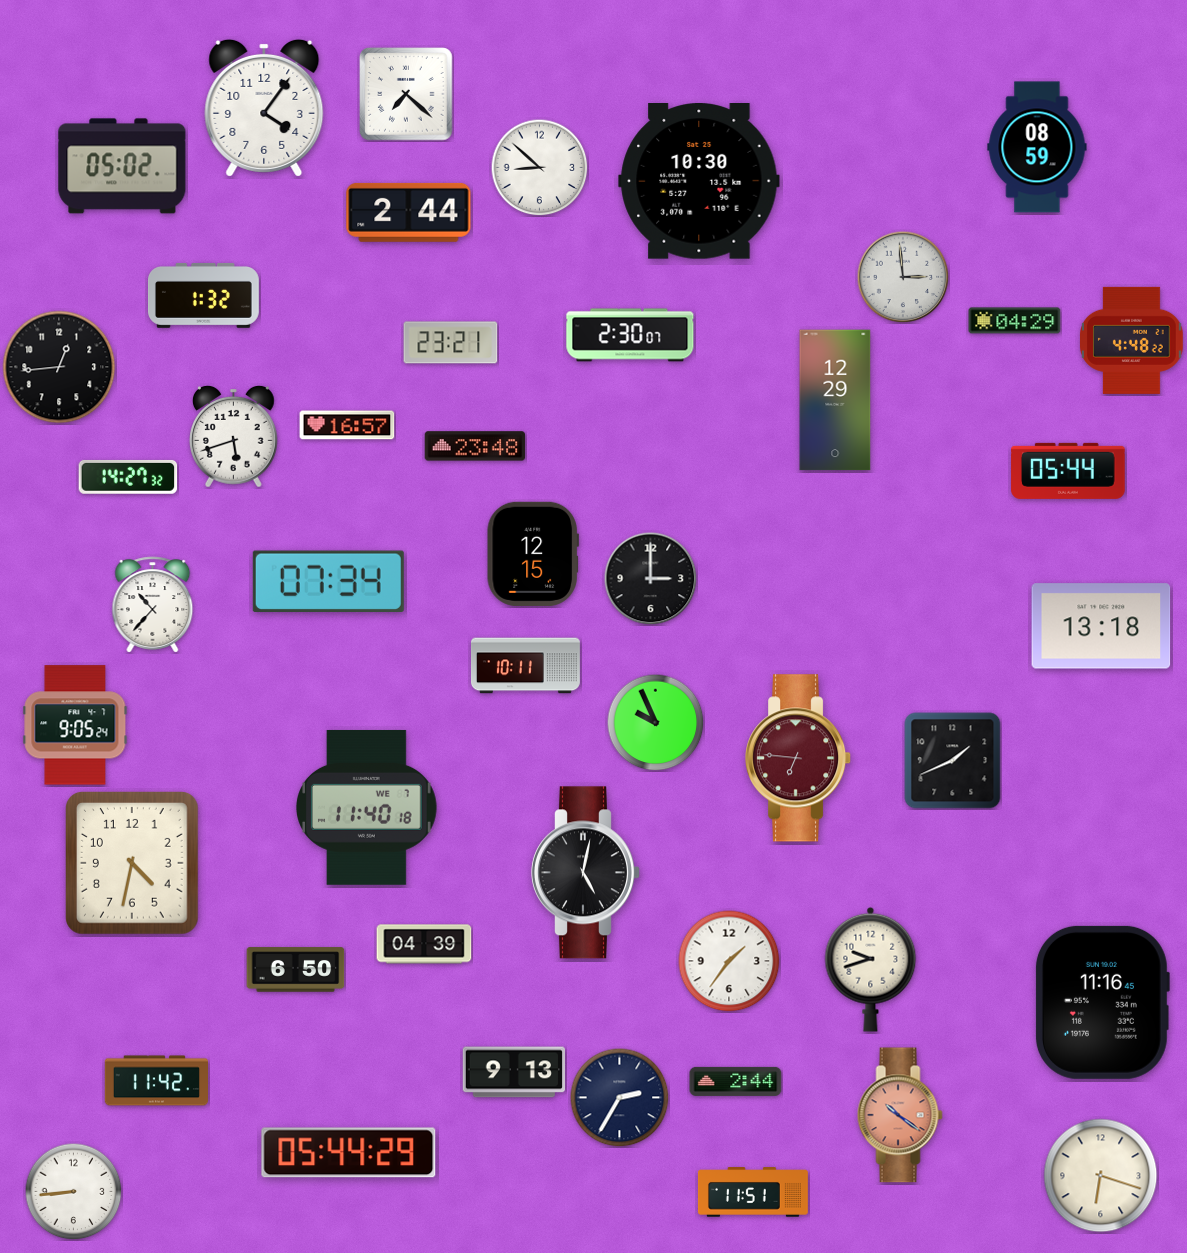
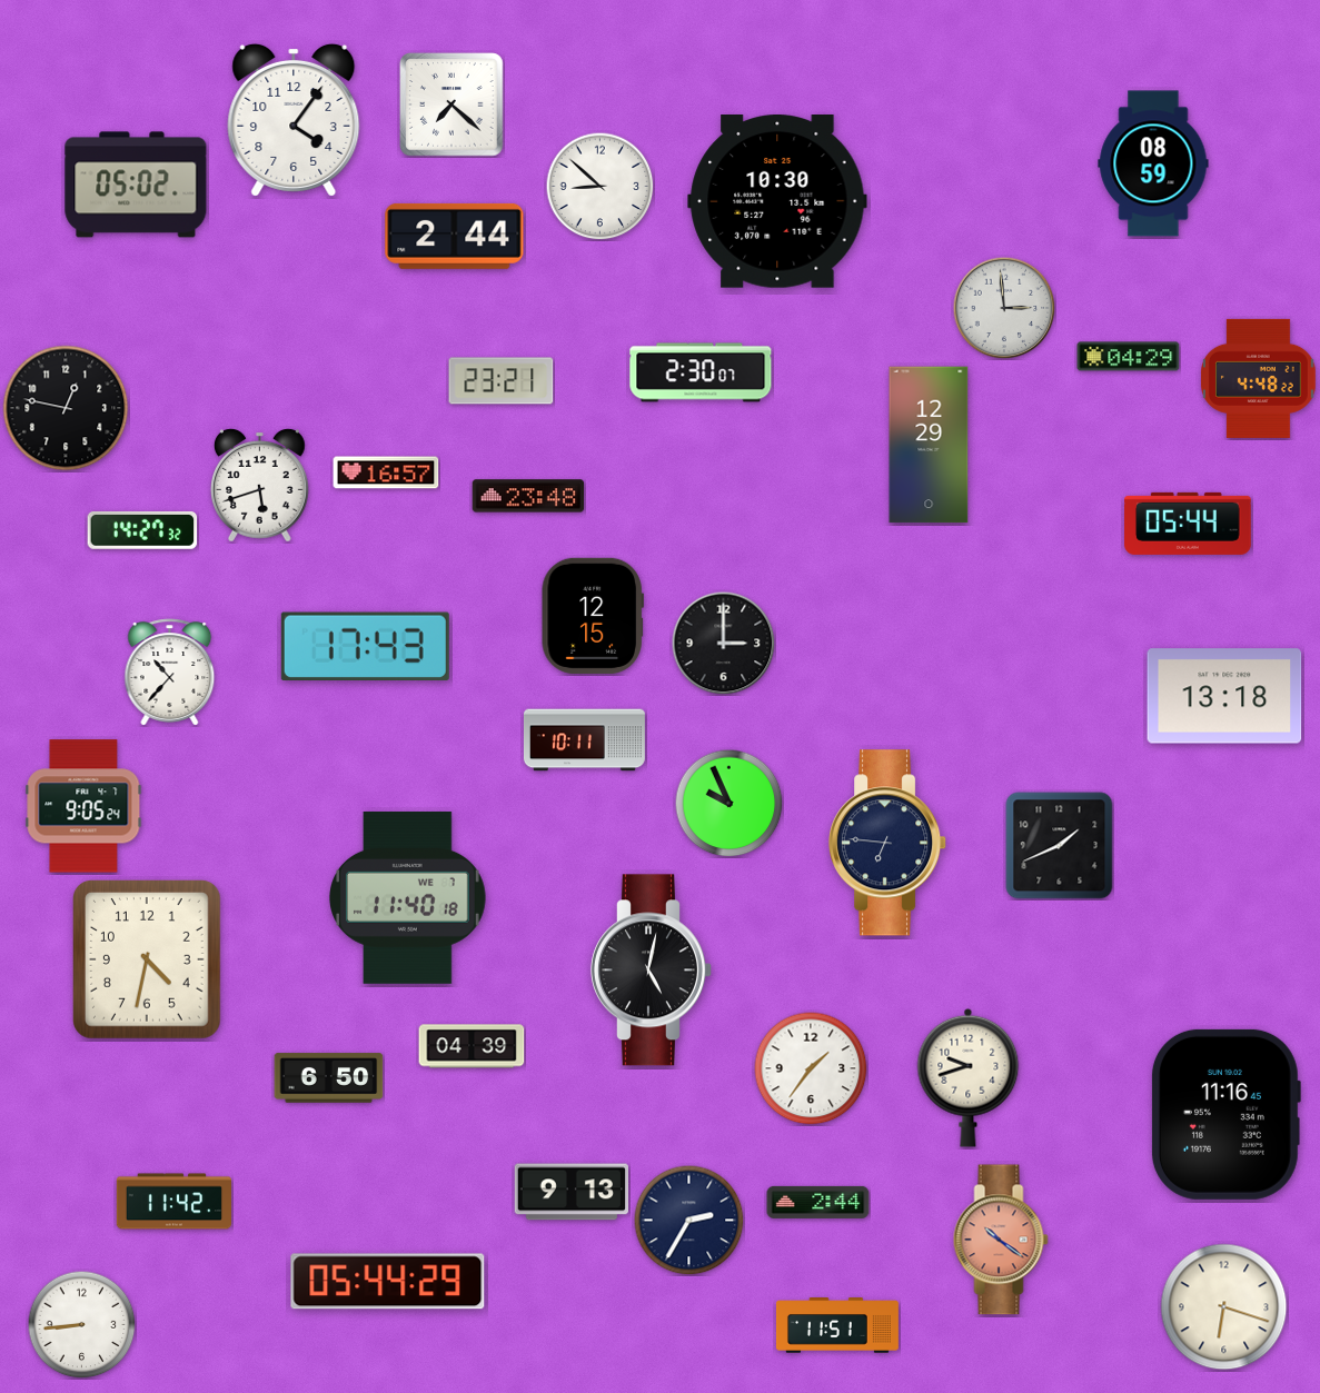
clock at (204, 295): 1:32 -> none
clock at (59, 367): 12:44 -> 12:47
clock at (328, 582): 07:34 -> 17:43
clock at (799, 758) dial: burgundy -> navy
clock at (424, 944) position: (424, 944) -> (472, 1046)
